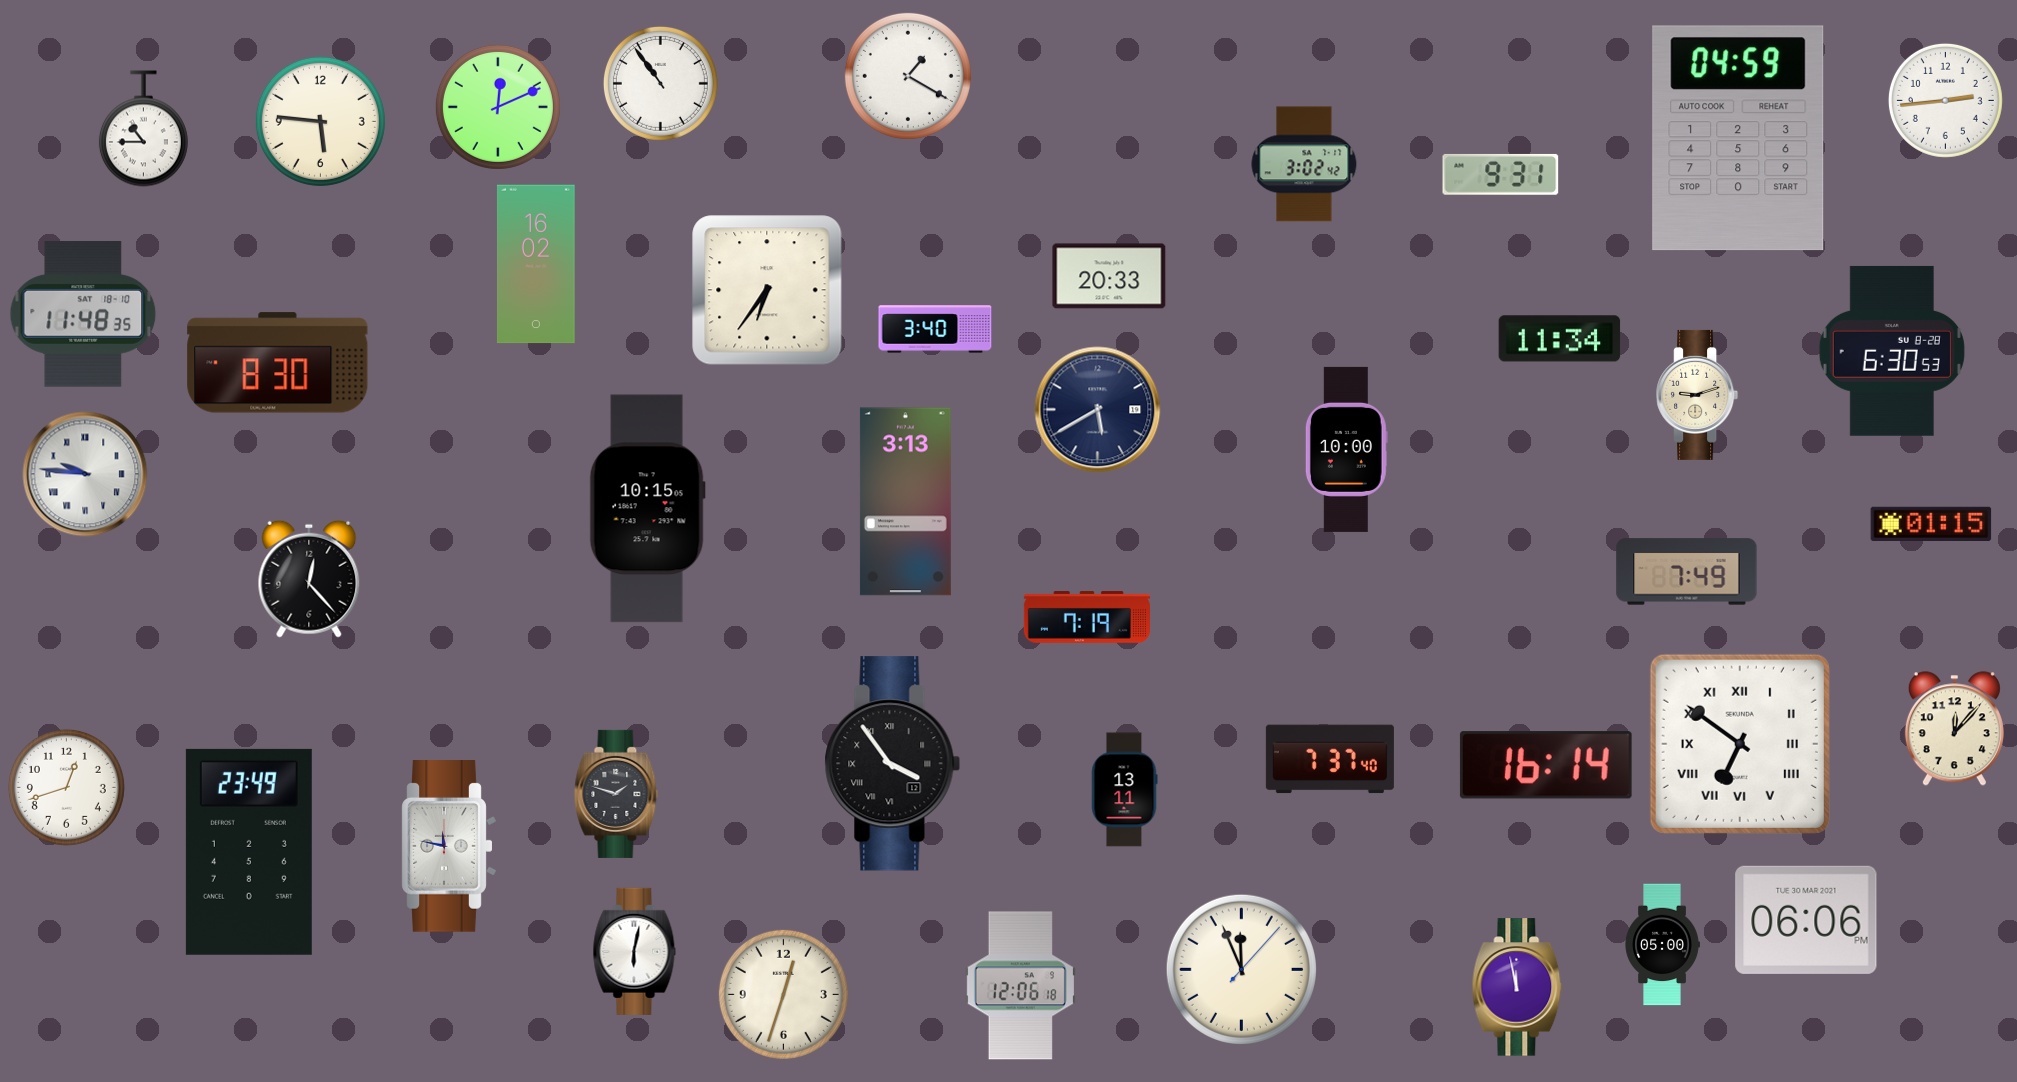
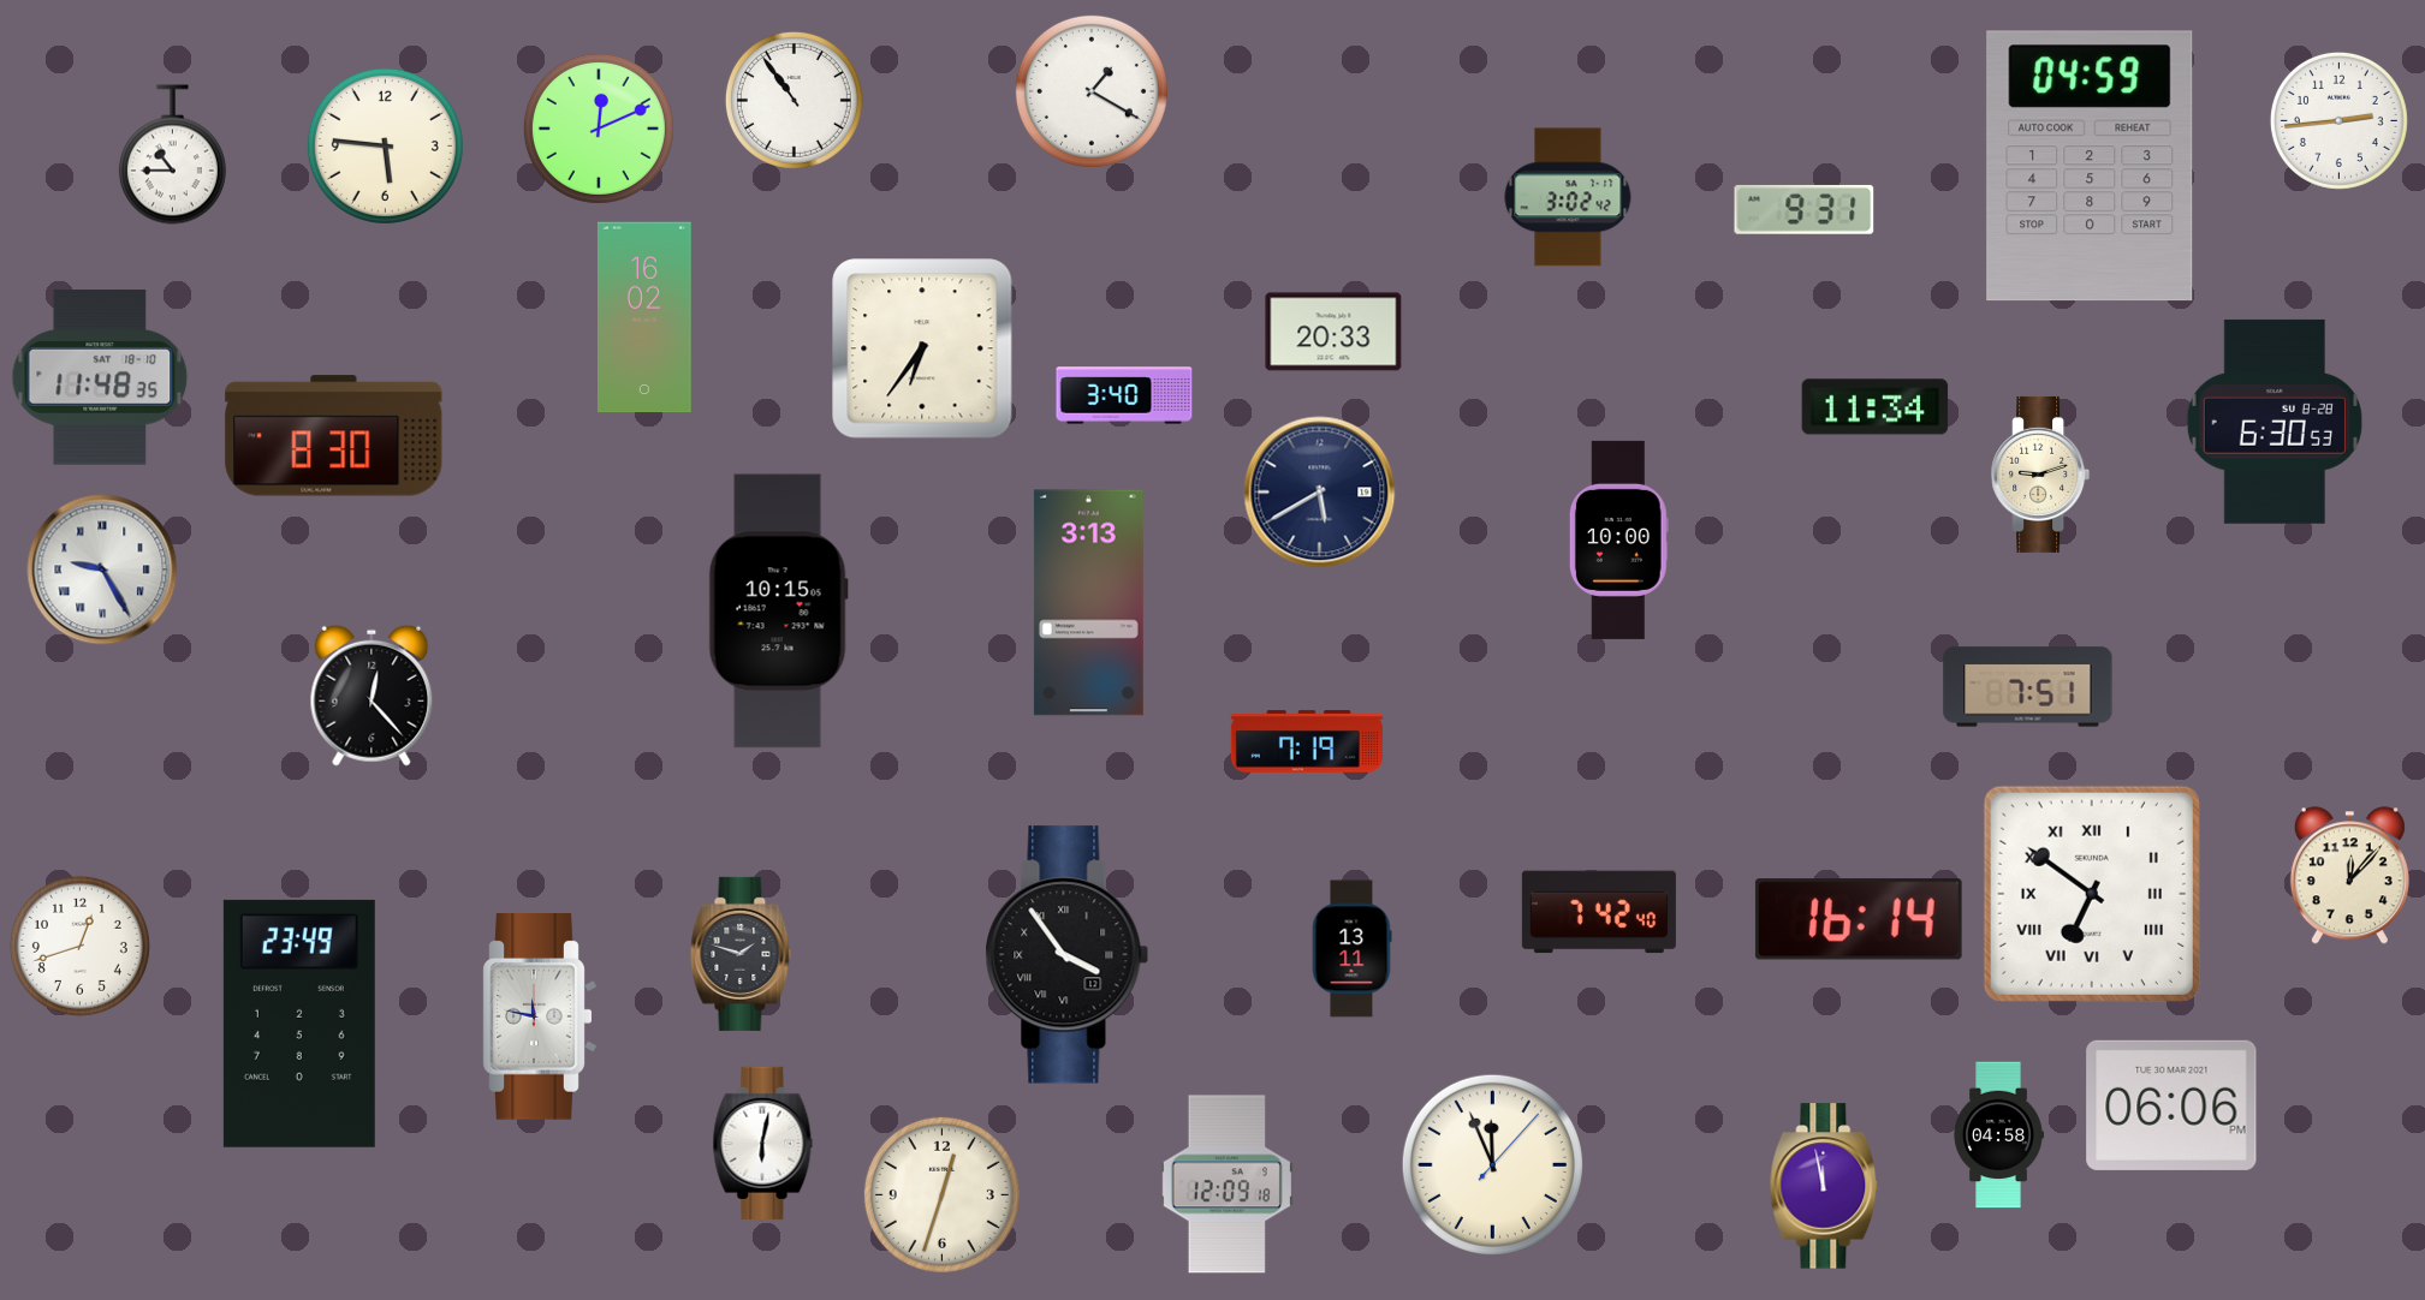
clock at (85, 474): 9:46 -> 9:25
clock at (1931, 524): 01:15 -> none
clock at (1687, 572): 7:49 -> 7:51
clock at (1330, 759): 7:37 -> 7:42
clock at (893, 764) position: (893, 764) -> (1068, 955)
clock at (1662, 945): 05:00 -> 04:58
clock at (1020, 986): 12:06 -> 12:09
